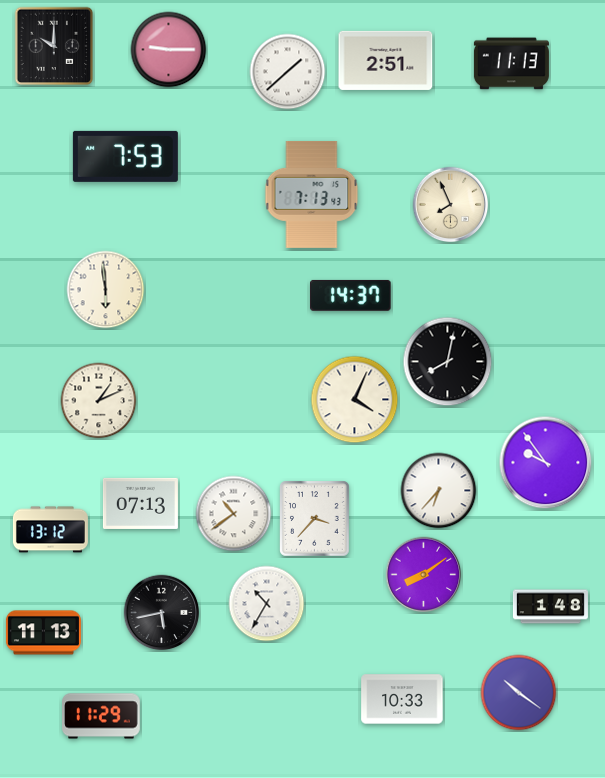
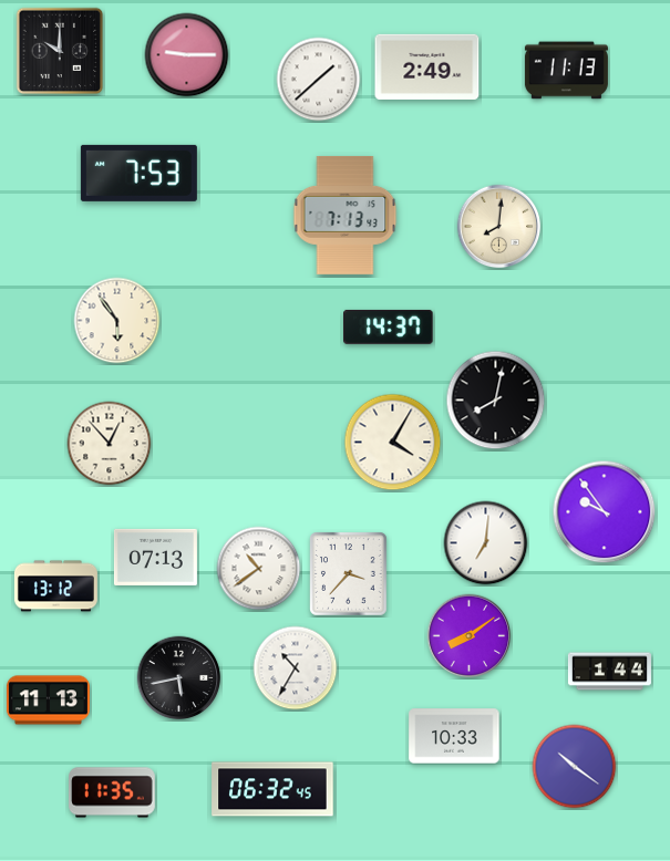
clock at (386, 60): 2:51 -> 2:49
clock at (451, 205): 7:56 -> 8:01
clock at (106, 290): 5:59 -> 5:54
clock at (355, 400): 4:04 -> 4:05
clock at (99, 401): 1:11 -> 12:53
clock at (439, 491): 6:37 -> 7:01
clock at (550, 607): 1:48 -> 1:44
clock at (402, 699) position: (402, 699) -> (454, 736)
clock at (272, 789): none -> 06:32
clock at (101, 716): 11:29 -> 11:35
